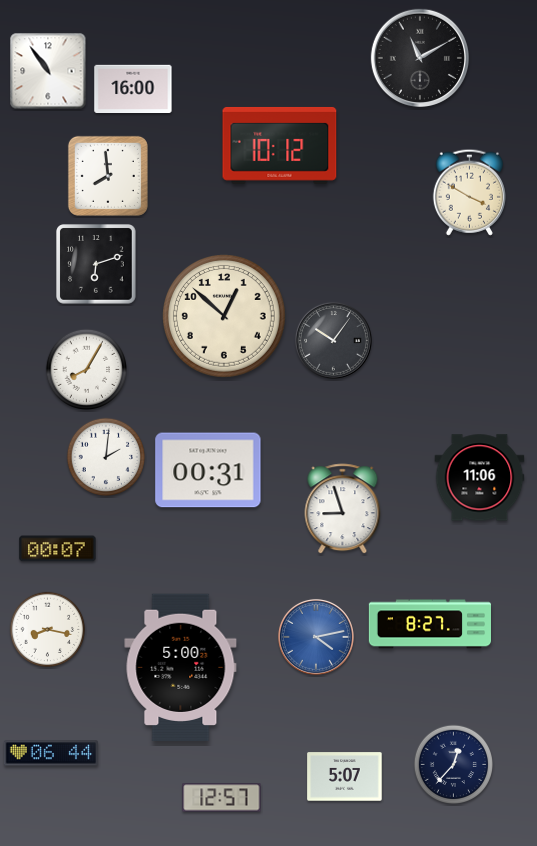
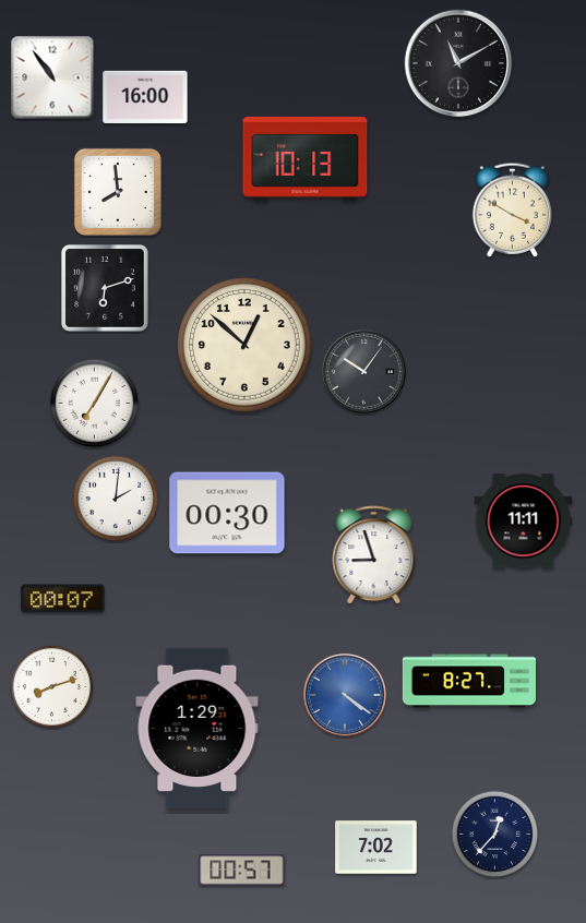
clock at (280, 145): 10:12 -> 10:13
clock at (86, 369): 8:05 -> 7:05
clock at (208, 470): 00:31 -> 00:30
clock at (480, 478): 11:06 -> 11:11
clock at (48, 630): 8:17 -> 8:12
clock at (316, 637): 4:13 -> 4:21
clock at (181, 668): 5:00 -> 1:29
clock at (50, 753): 06:44 -> none
clock at (345, 777): 5:07 -> 7:02
clock at (222, 798): 12:57 -> 00:57
